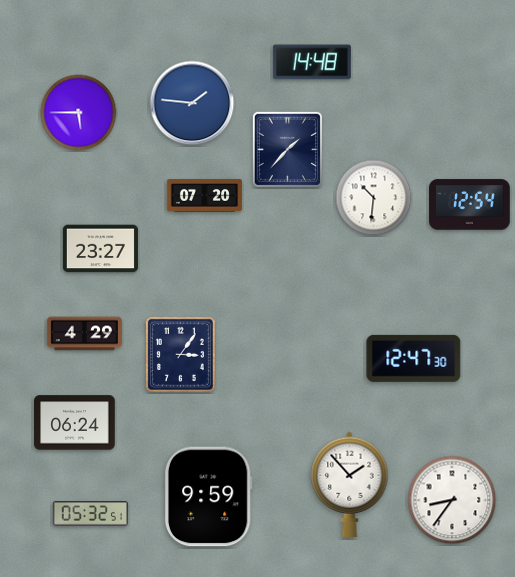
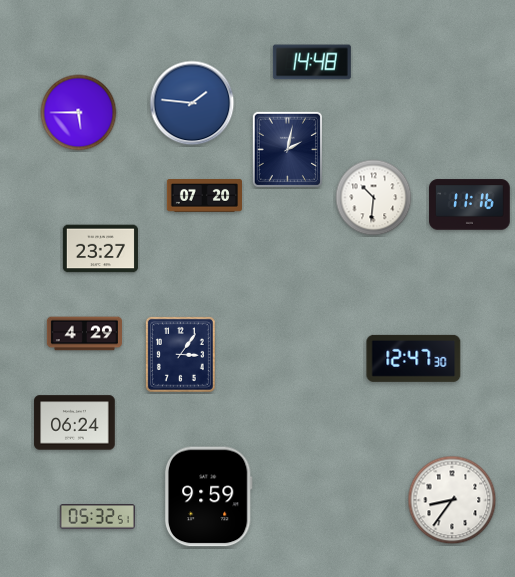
clock at (287, 149): 1:37 -> 2:02
clock at (470, 205): 12:54 -> 11:16
clock at (350, 484): 1:53 -> none
clock at (90, 514) position: (90, 514) -> (97, 517)
